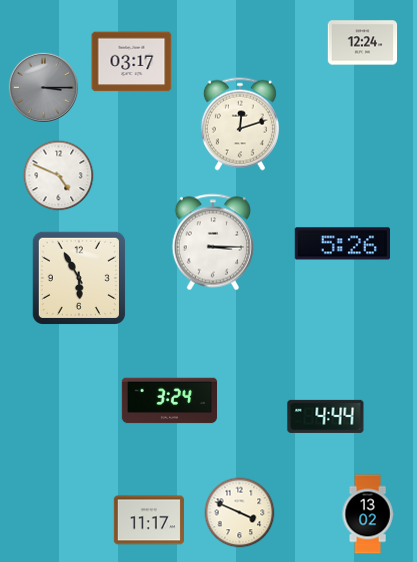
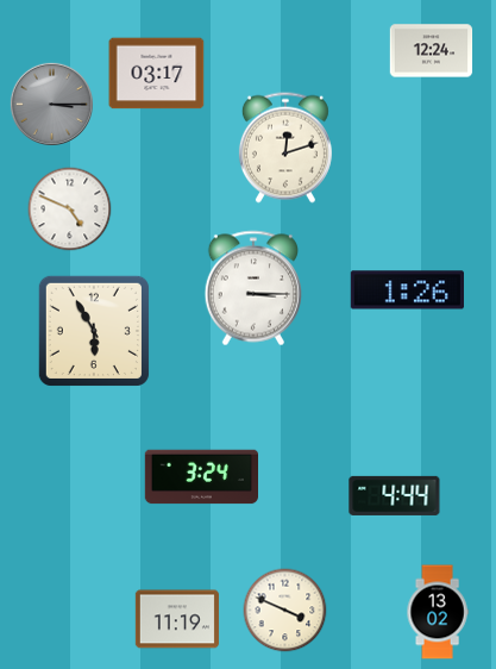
clock at (342, 244): 5:26 -> 1:26
clock at (326, 416) position: (326, 416) -> (395, 495)
clock at (149, 520): 11:17 -> 11:19
